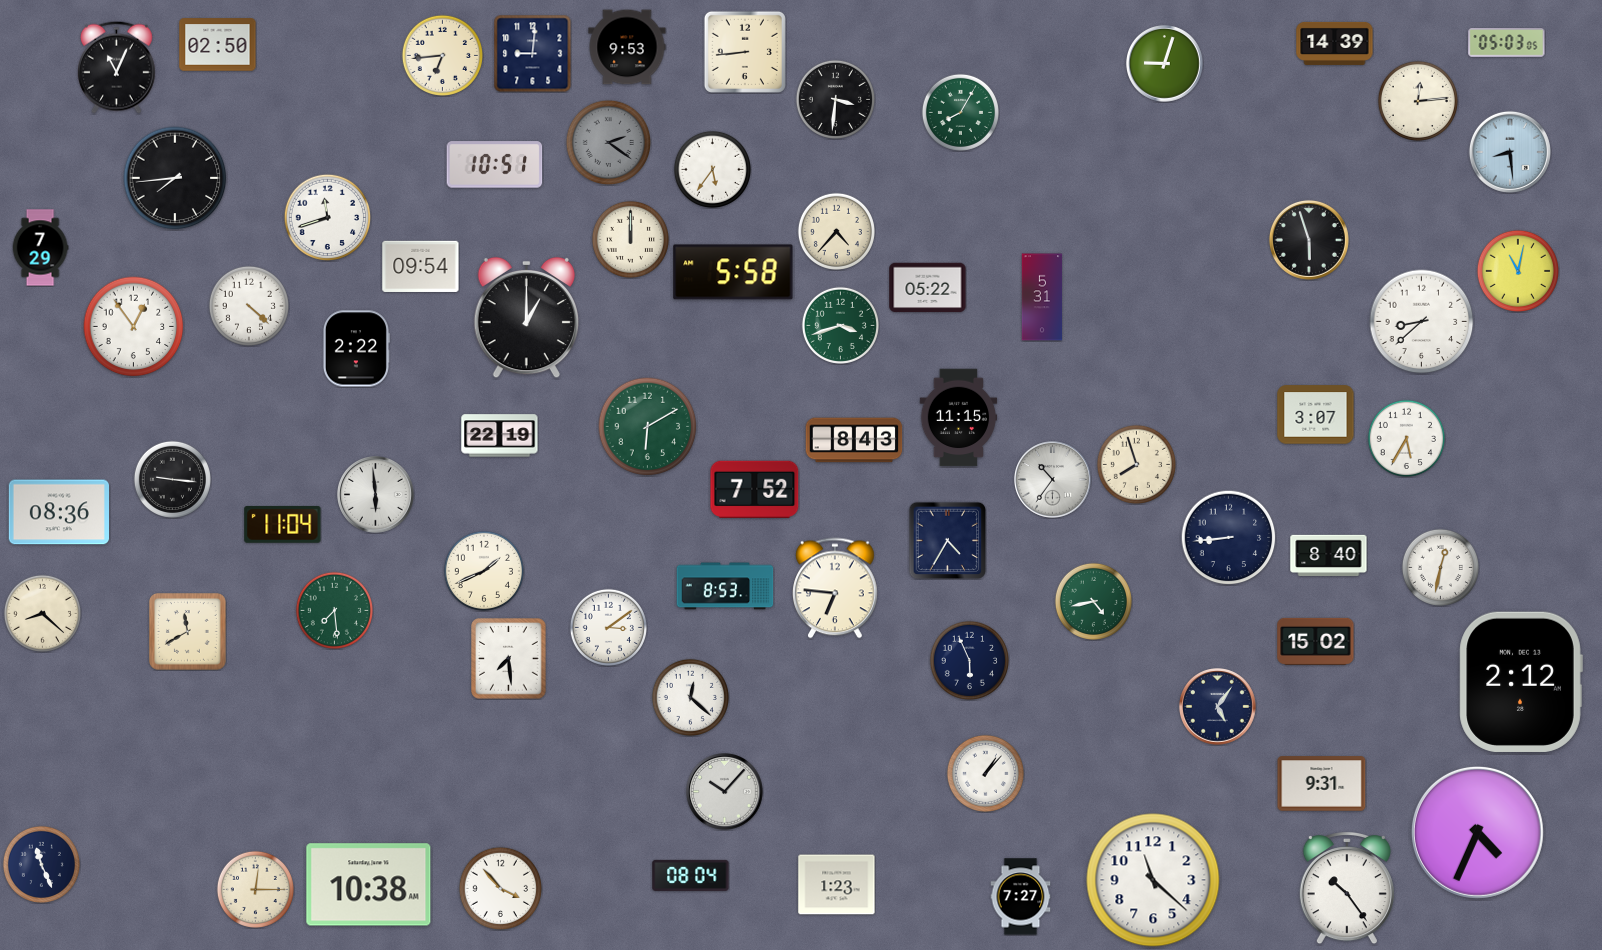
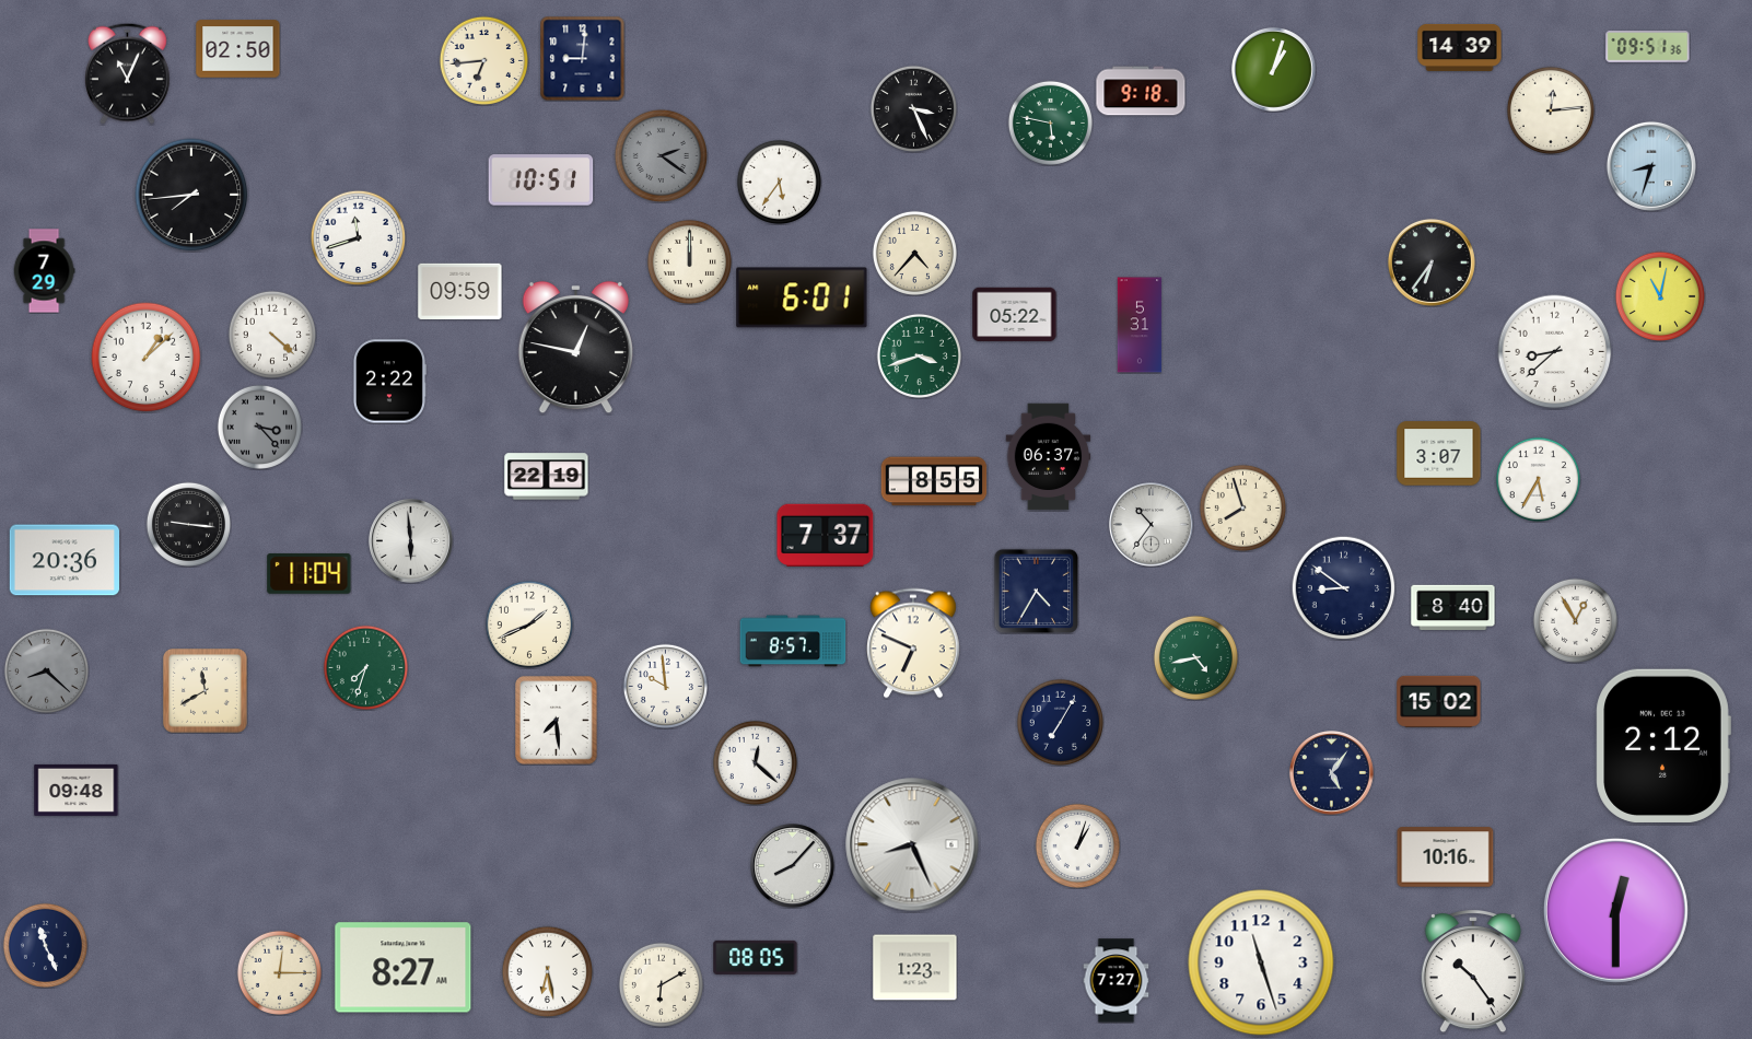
clock at (1507, 43): 05:03 -> 09:51
clock at (627, 47): 9:53 -> none
clock at (745, 52): 8:44 -> none
clock at (1165, 64): 9:03 -> 1:03
clock at (1141, 91): none -> 9:18
clock at (835, 99): 3:31 -> 3:26
clock at (960, 112): 8:05 -> 5:47
clock at (608, 142) position: (608, 142) -> (661, 155)
clock at (1510, 152): 8:29 -> 8:33
clock at (712, 169) position: (712, 169) -> (779, 182)
clock at (1309, 240): 5:57 -> 6:36
clock at (421, 266): 09:54 -> 09:59
clock at (733, 272): 5:58 -> 6:01
clock at (526, 318): 1:00 -> 12:47
clock at (134, 327): 12:54 -> 1:08
clock at (259, 427): none -> 3:23
clock at (959, 418): 11:15 -> 06:37
clock at (648, 427): 6:10 -> none
clock at (854, 440): 8:43 -> 8:55
clock at (755, 489): 7:52 -> 7:37
clock at (58, 512): 08:36 -> 20:36
clock at (1228, 537): 8:44 -> 8:51
clock at (1440, 567): 12:32 -> 12:55
clock at (725, 586): 8:53 -> 8:57
clock at (836, 588): 6:46 -> 6:49
clock at (334, 610): 7:29 -> 7:33
clock at (42, 613) dial: cream -> grey
clock at (608, 627): 3:09 -> 9:59
clock at (969, 660): 5:56 -> 7:05
clock at (77, 790): none -> 09:48
clock at (912, 844): none -> 8:26
clock at (985, 773): 1:07 -> 1:03
clock at (1322, 784): 9:31 -> 10:16
clock at (725, 792): 10:07 -> 8:07
clock at (1477, 832): 4:34 -> 12:30
clock at (691, 875): 08:04 -> 08:05
clock at (1153, 880): 11:22 -> 11:27
clock at (369, 885): 10:38 -> 8:27
clock at (500, 888): 3:53 -> 6:28
clock at (661, 984): none -> 6:10
